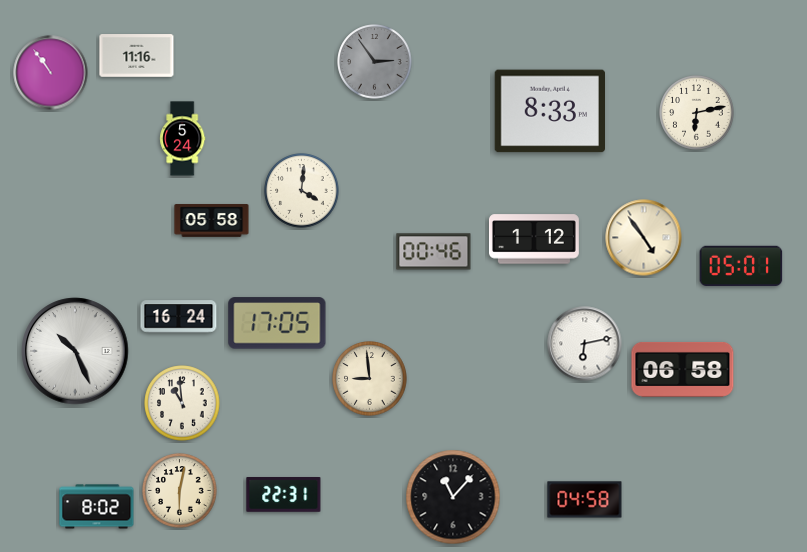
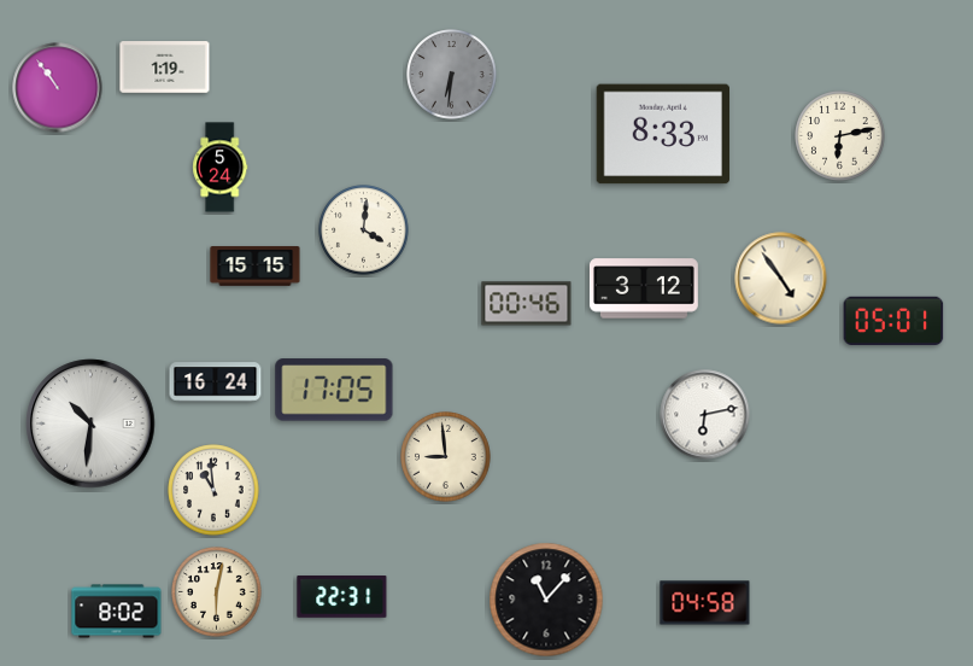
clock at (137, 56): 11:16 -> 1:19
clock at (375, 62): 2:54 -> 6:31
clock at (51, 73) position: (51, 73) -> (58, 88)
clock at (212, 221): 05:58 -> 15:15
clock at (644, 238) position: (644, 238) -> (781, 279)
clock at (534, 239): 1:12 -> 3:12
clock at (434, 252) position: (434, 252) -> (527, 304)
clock at (75, 351): 10:26 -> 10:31
clock at (683, 369): 06:58 -> none
clock at (182, 403) position: (182, 403) -> (213, 490)
